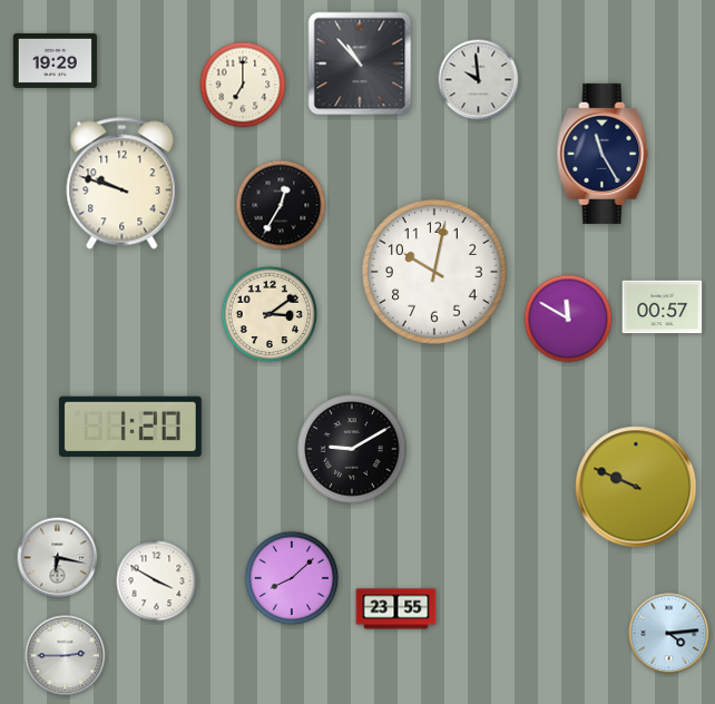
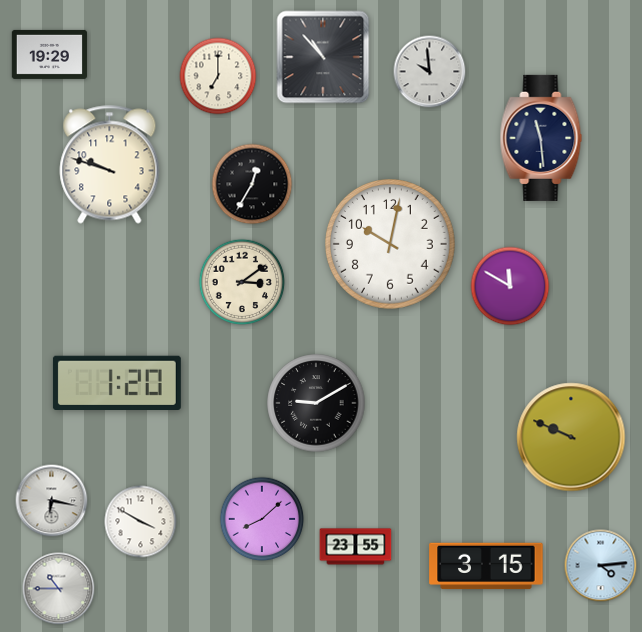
clock at (603, 154): 11:25 -> 11:29
clock at (663, 307): 00:57 -> none
clock at (486, 566): none -> 3:15
clock at (669, 634) position: (669, 634) -> (601, 566)
clock at (66, 656): 2:45 -> 10:45
